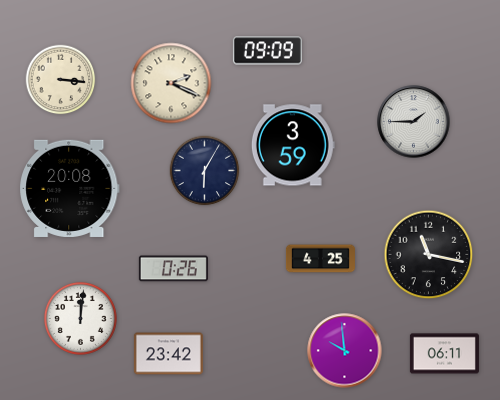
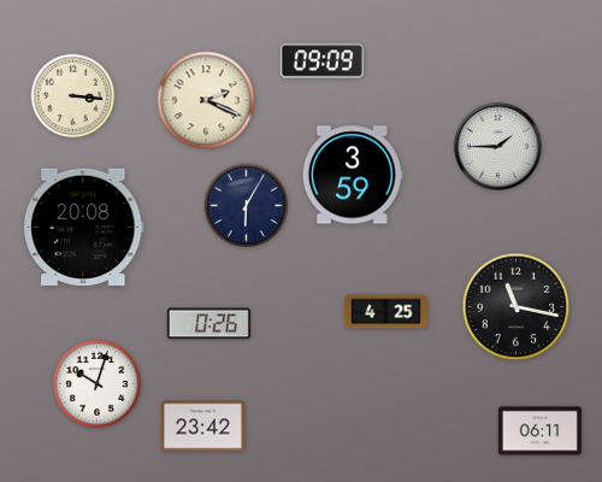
clock at (80, 318): 12:01 -> 10:03
clock at (345, 351): 9:59 -> none
clock at (444, 354) position: (444, 354) -> (539, 431)
